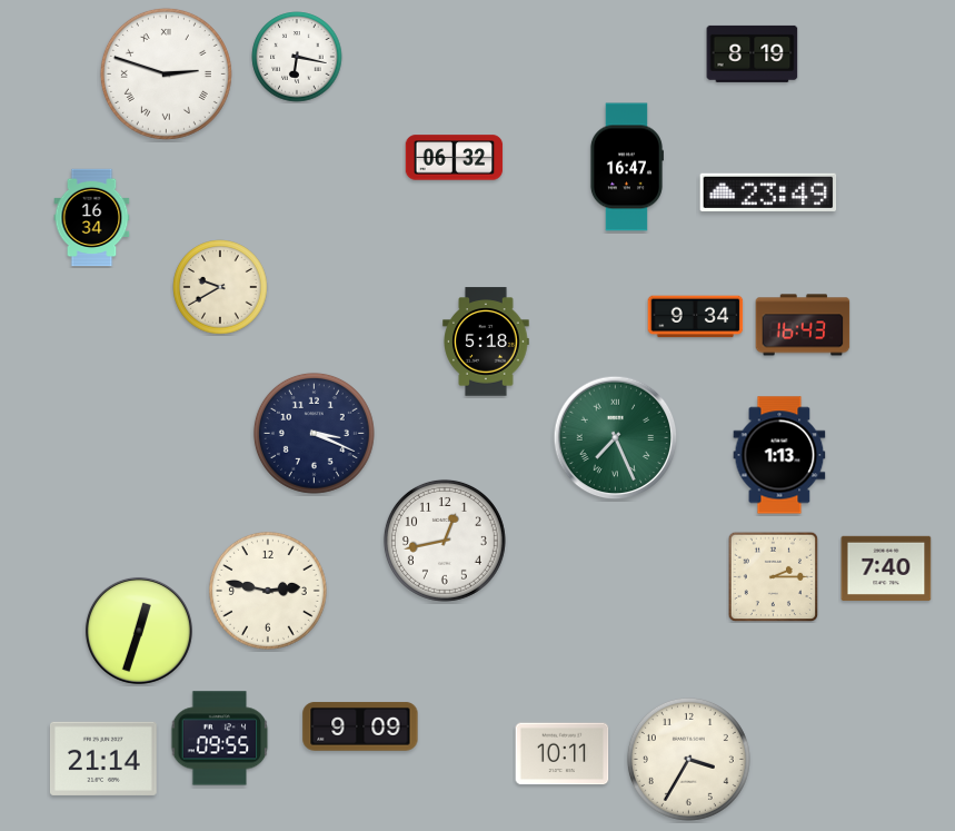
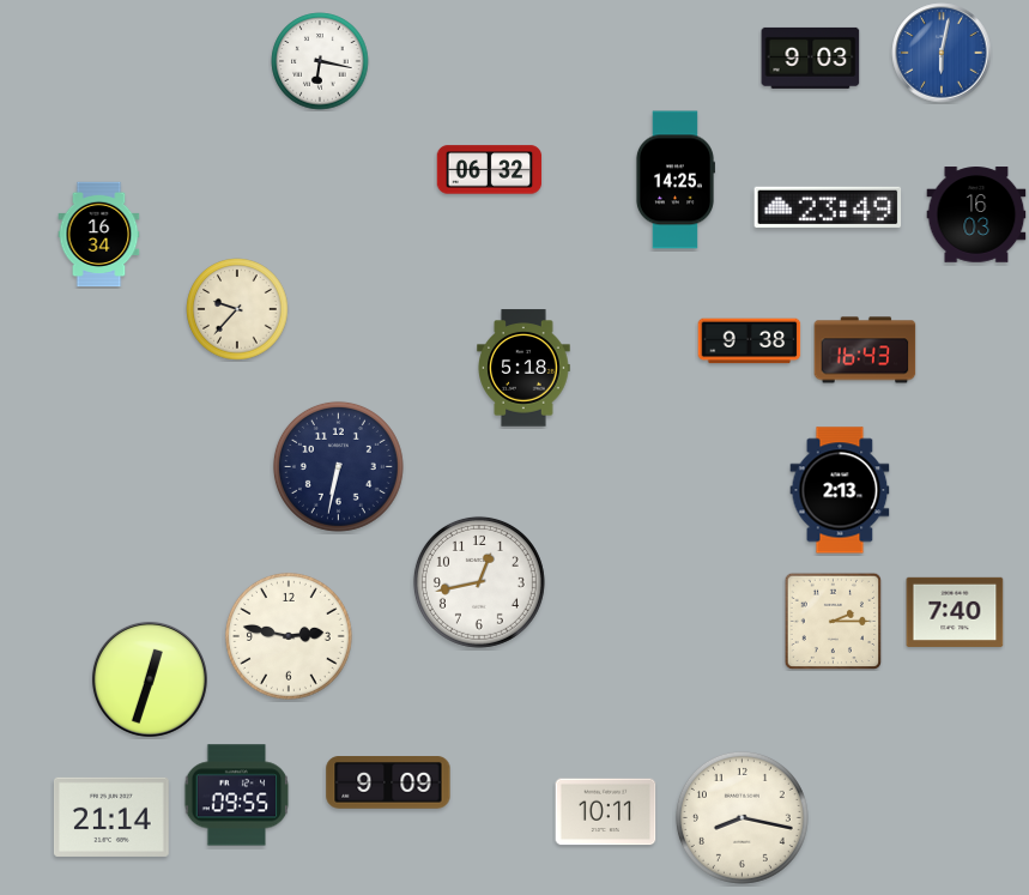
clock at (942, 53): none -> 6:02
clock at (753, 53): 8:19 -> 9:03
clock at (166, 73): 2:48 -> none
clock at (626, 167): 16:47 -> 14:25
clock at (976, 214): none -> 16:03
clock at (220, 287): 9:40 -> 9:37
clock at (696, 317): 9:34 -> 9:38
clock at (314, 433): 3:19 -> 6:32
clock at (616, 438): 7:26 -> none
clock at (779, 455): 1:13 -> 2:13
clock at (688, 759): 3:35 -> 8:17
